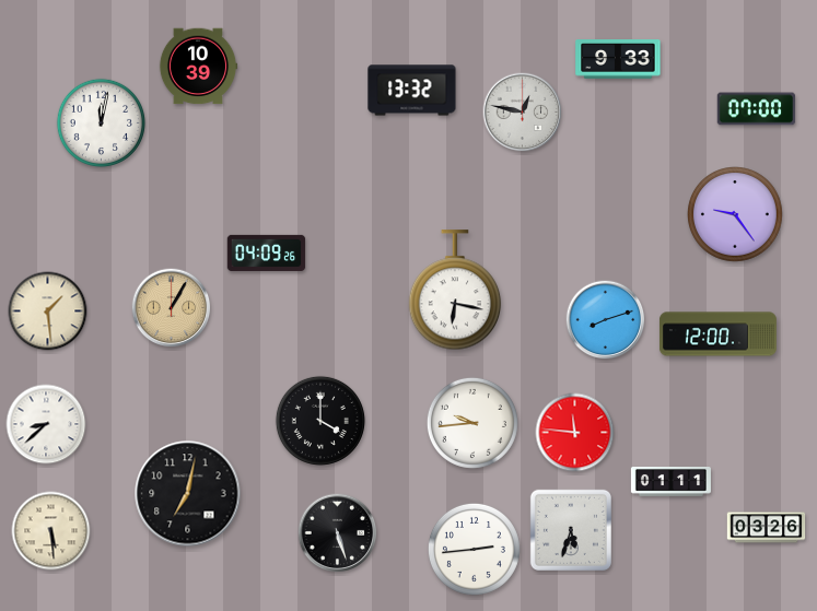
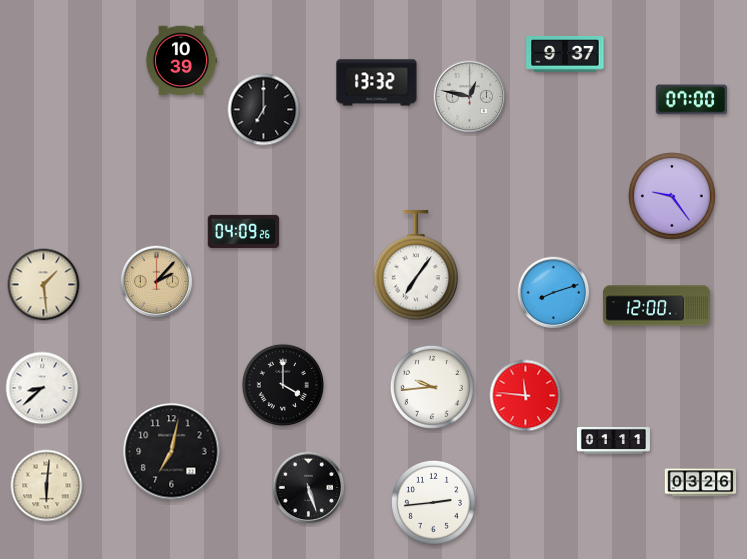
clock at (618, 60): 9:33 -> 9:37
clock at (523, 113) position: (523, 113) -> (470, 97)
clock at (264, 110): none -> 7:00
clock at (101, 122): 12:02 -> none
clock at (455, 291): 6:17 -> 7:06
clock at (172, 308): 1:05 -> 2:07
clock at (320, 421) position: (320, 421) -> (283, 385)
clock at (571, 530): 5:33 -> none
clock at (51, 531): 5:29 -> 6:01
